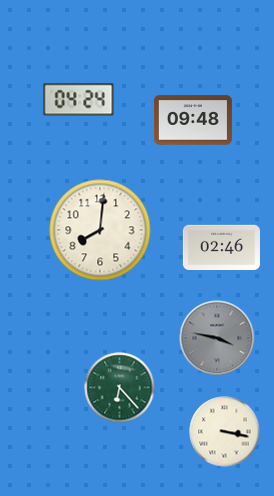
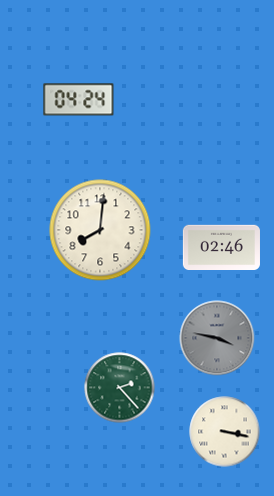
clock at (193, 120): 09:48 -> none
clock at (120, 388): 6:23 -> 2:23
